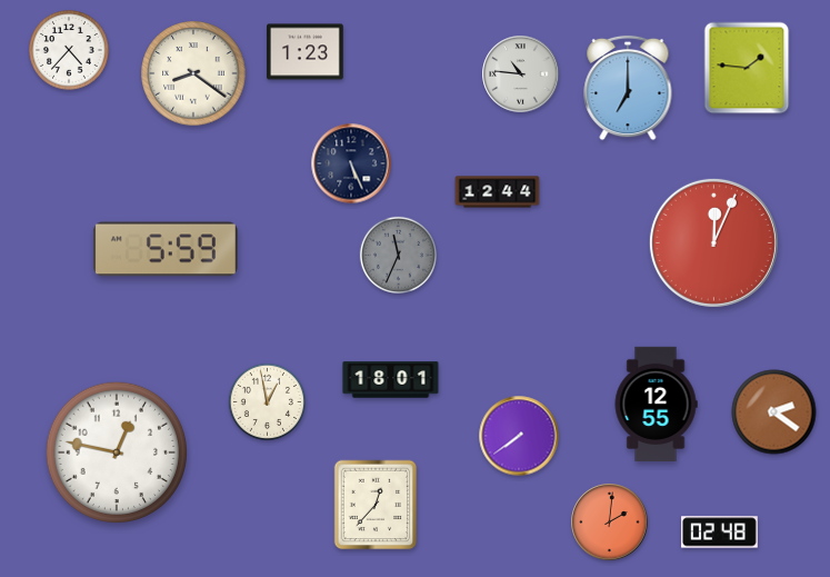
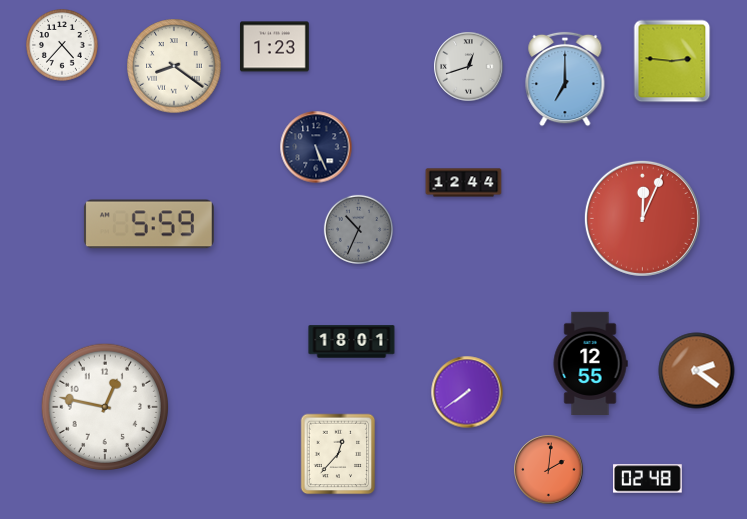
clock at (747, 68): 1:46 -> 2:46
clock at (521, 74): 10:46 -> 12:42
clock at (498, 192) position: (498, 192) -> (464, 183)
clock at (398, 255): 11:34 -> 10:34
clock at (267, 401): 12:58 -> none
